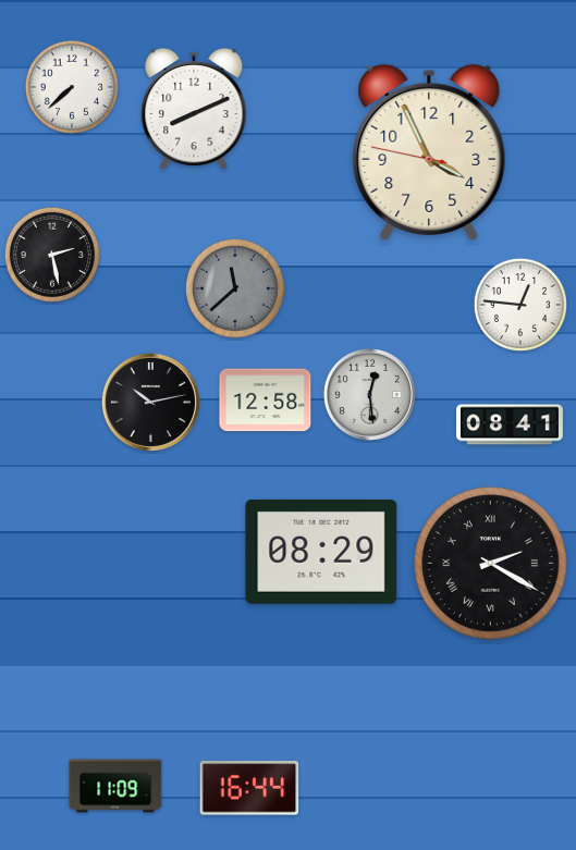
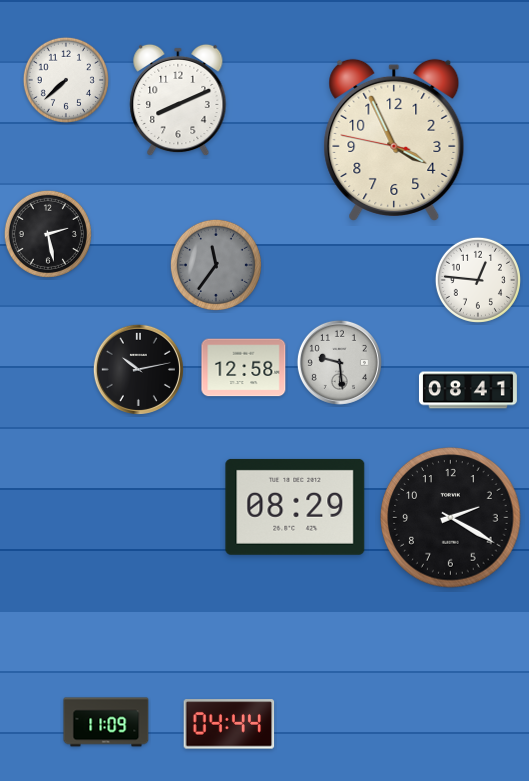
clock at (235, 288): 11:38 -> 11:36
clock at (369, 394): 12:29 -> 9:29
clock at (491, 564) numerals: Roman -> Arabic
clock at (249, 788): 16:44 -> 04:44
